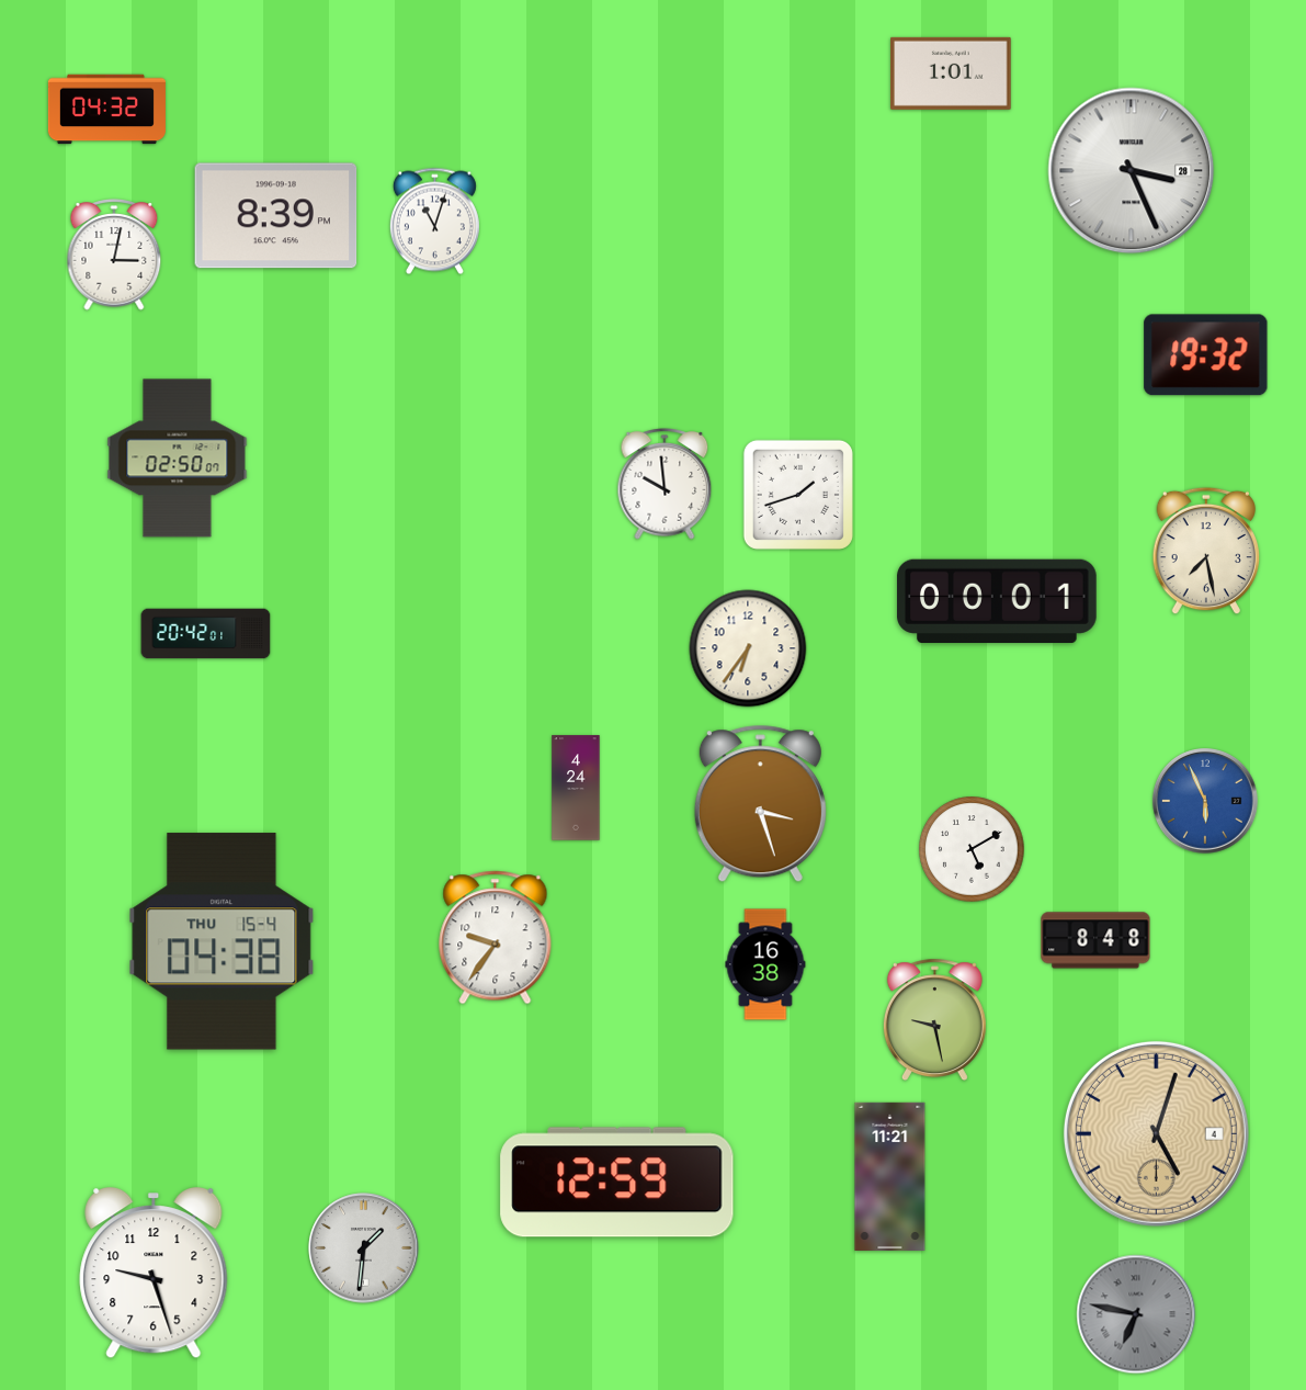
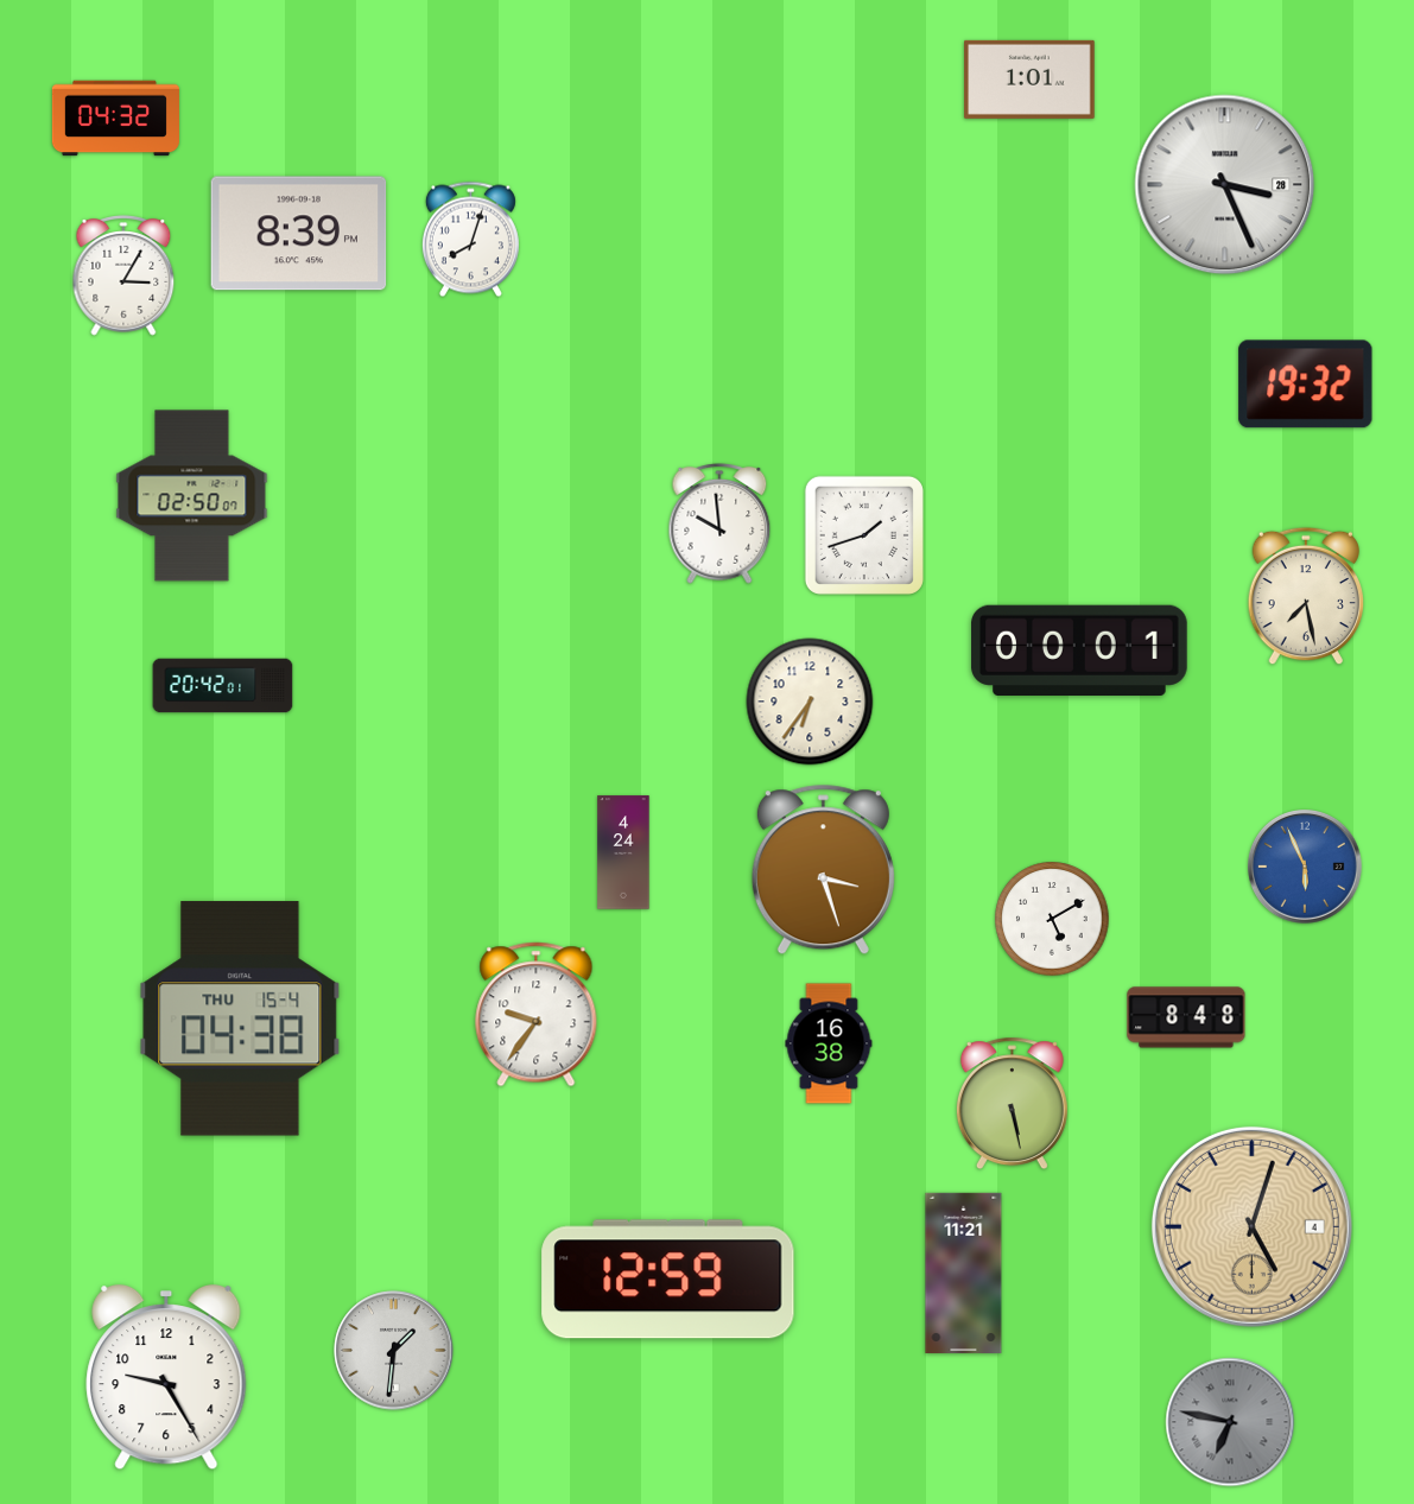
clock at (434, 222): 11:03 -> 8:03
clock at (114, 255): 3:02 -> 3:05
clock at (934, 1020): 9:28 -> 5:28
clock at (154, 1274): 9:27 -> 9:25
